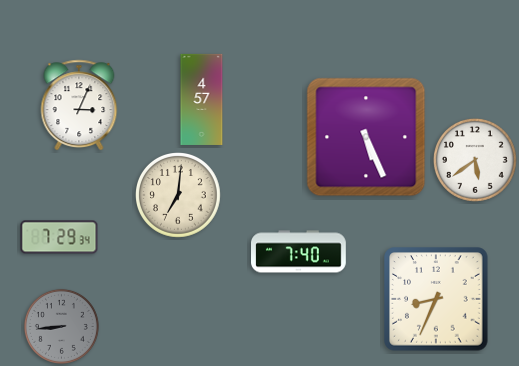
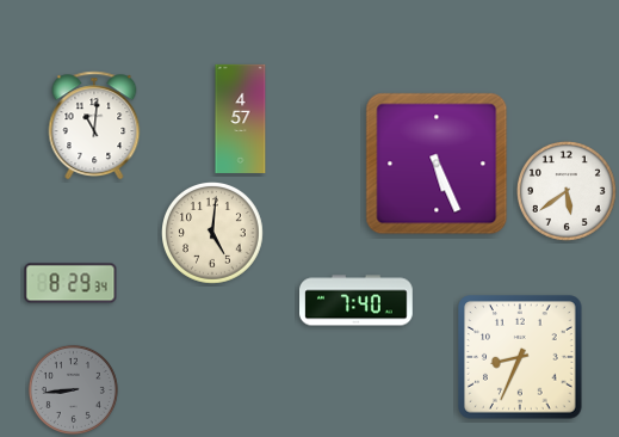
clock at (79, 105): 3:04 -> 11:01
clock at (179, 196): 7:01 -> 5:01
clock at (59, 237): 7:29 -> 8:29
